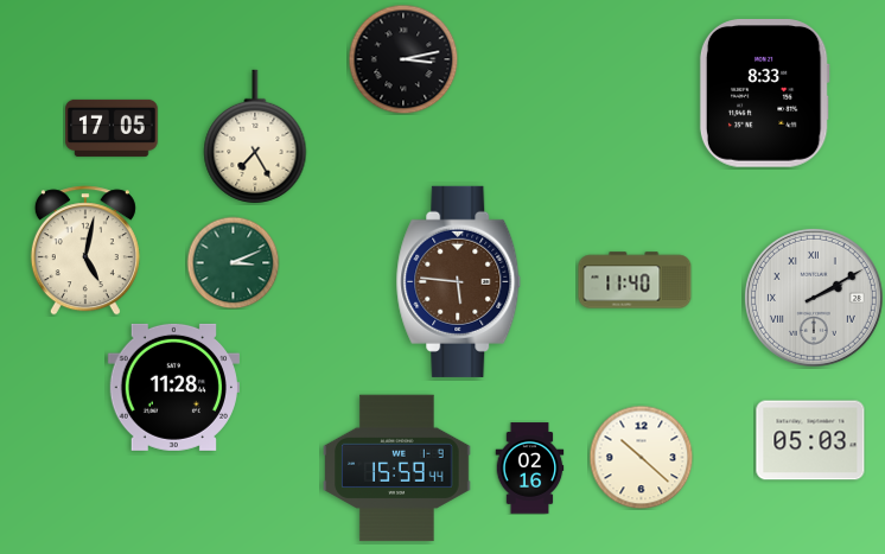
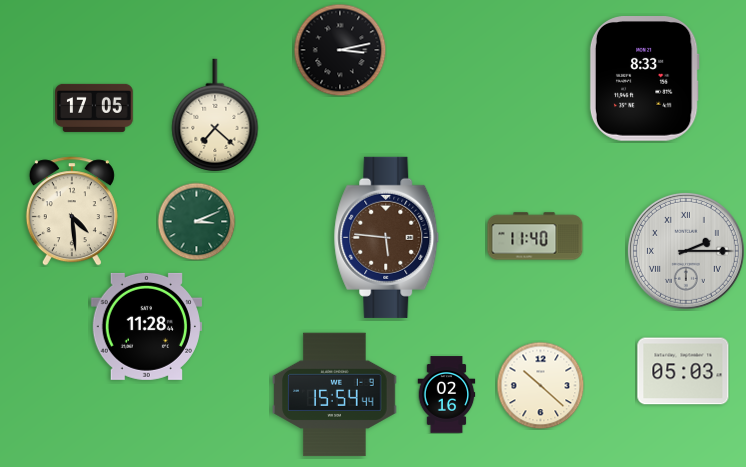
clock at (255, 136): 7:25 -> 7:22
clock at (85, 250): 5:02 -> 4:29
clock at (814, 298): 2:10 -> 2:15
clock at (397, 469): 15:59 -> 15:54
